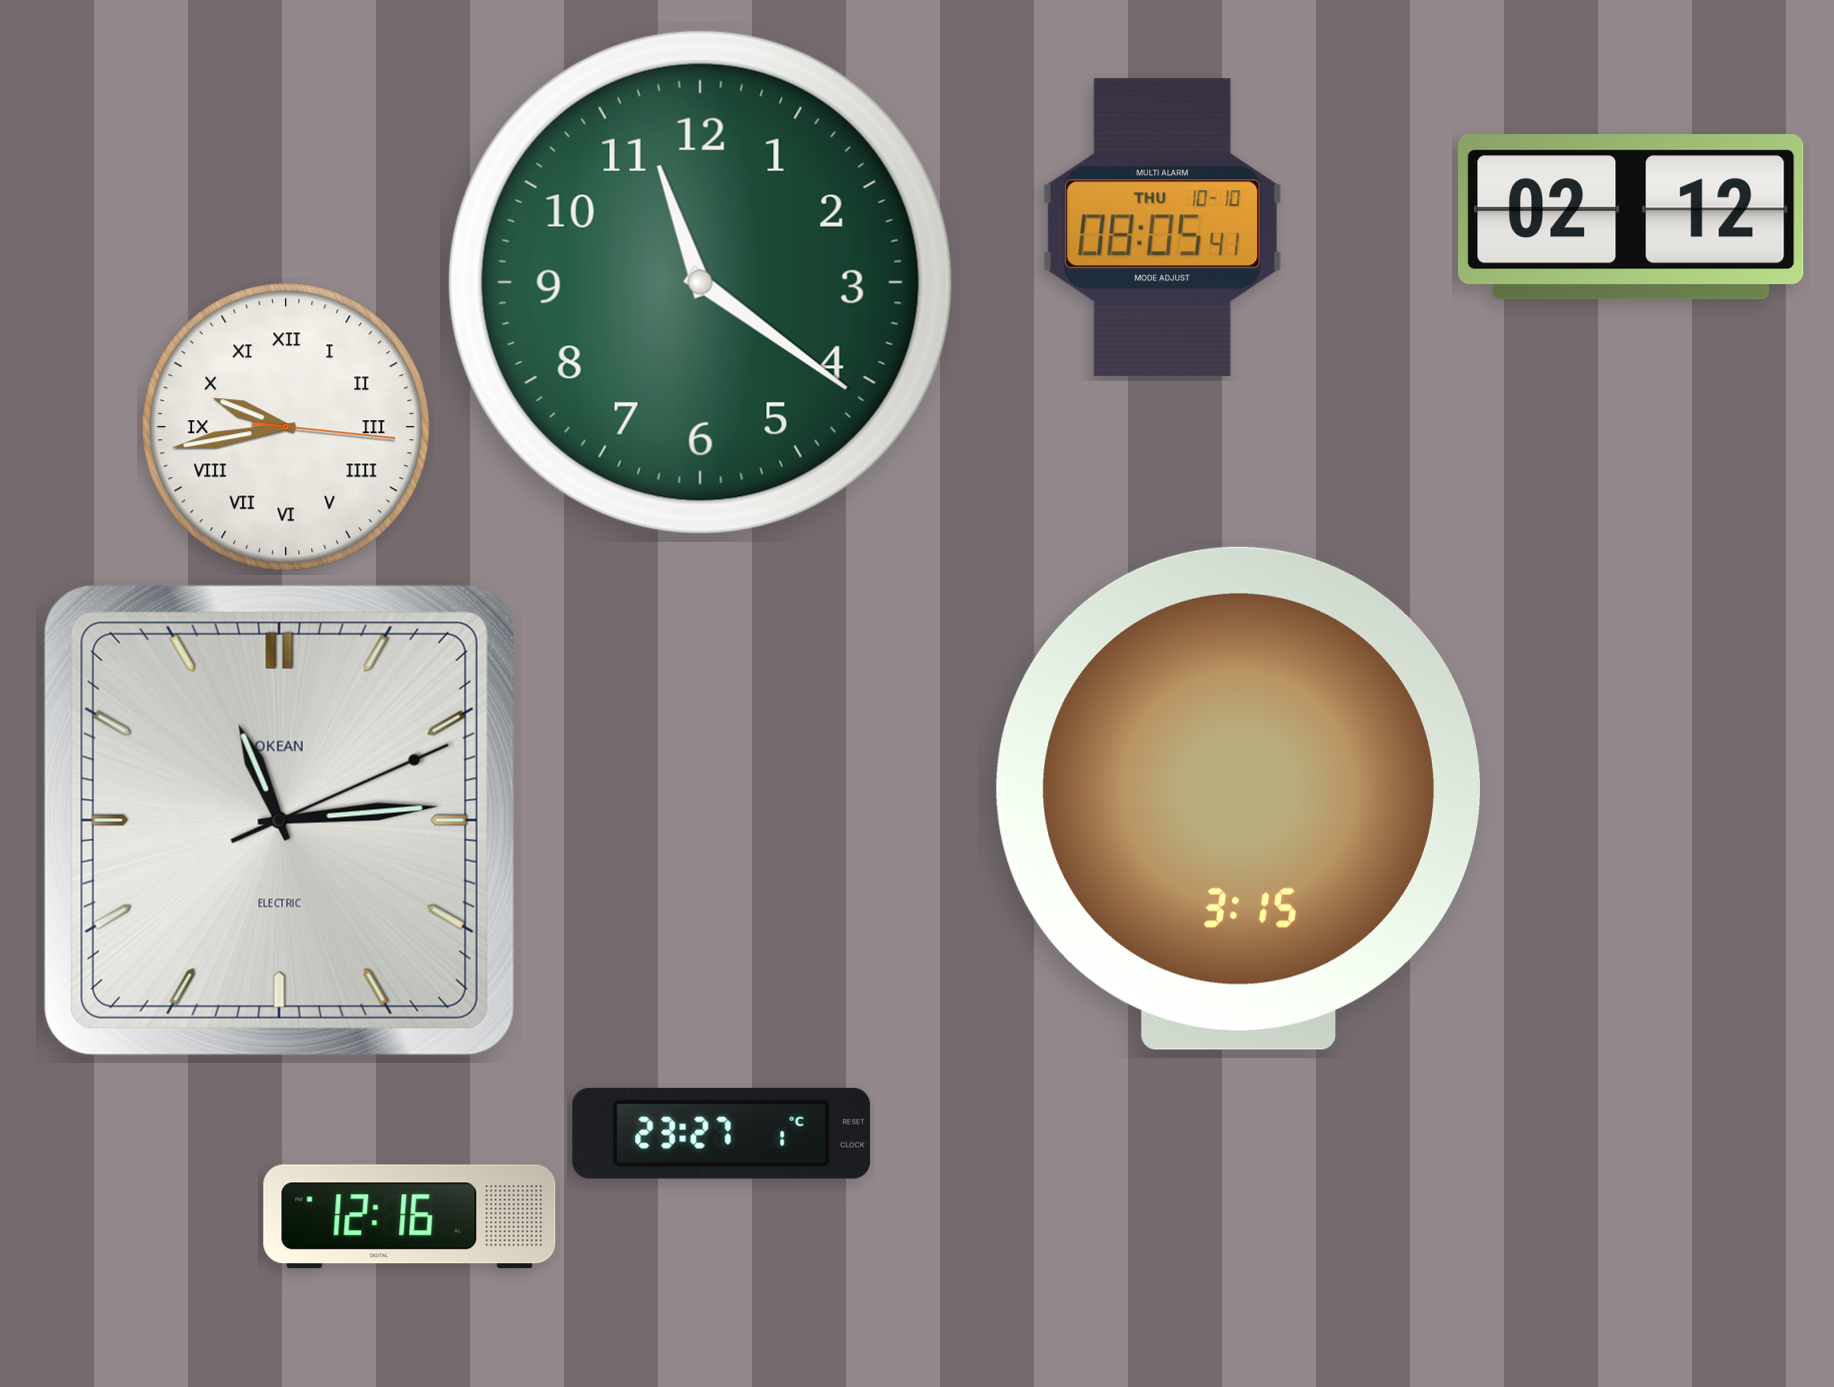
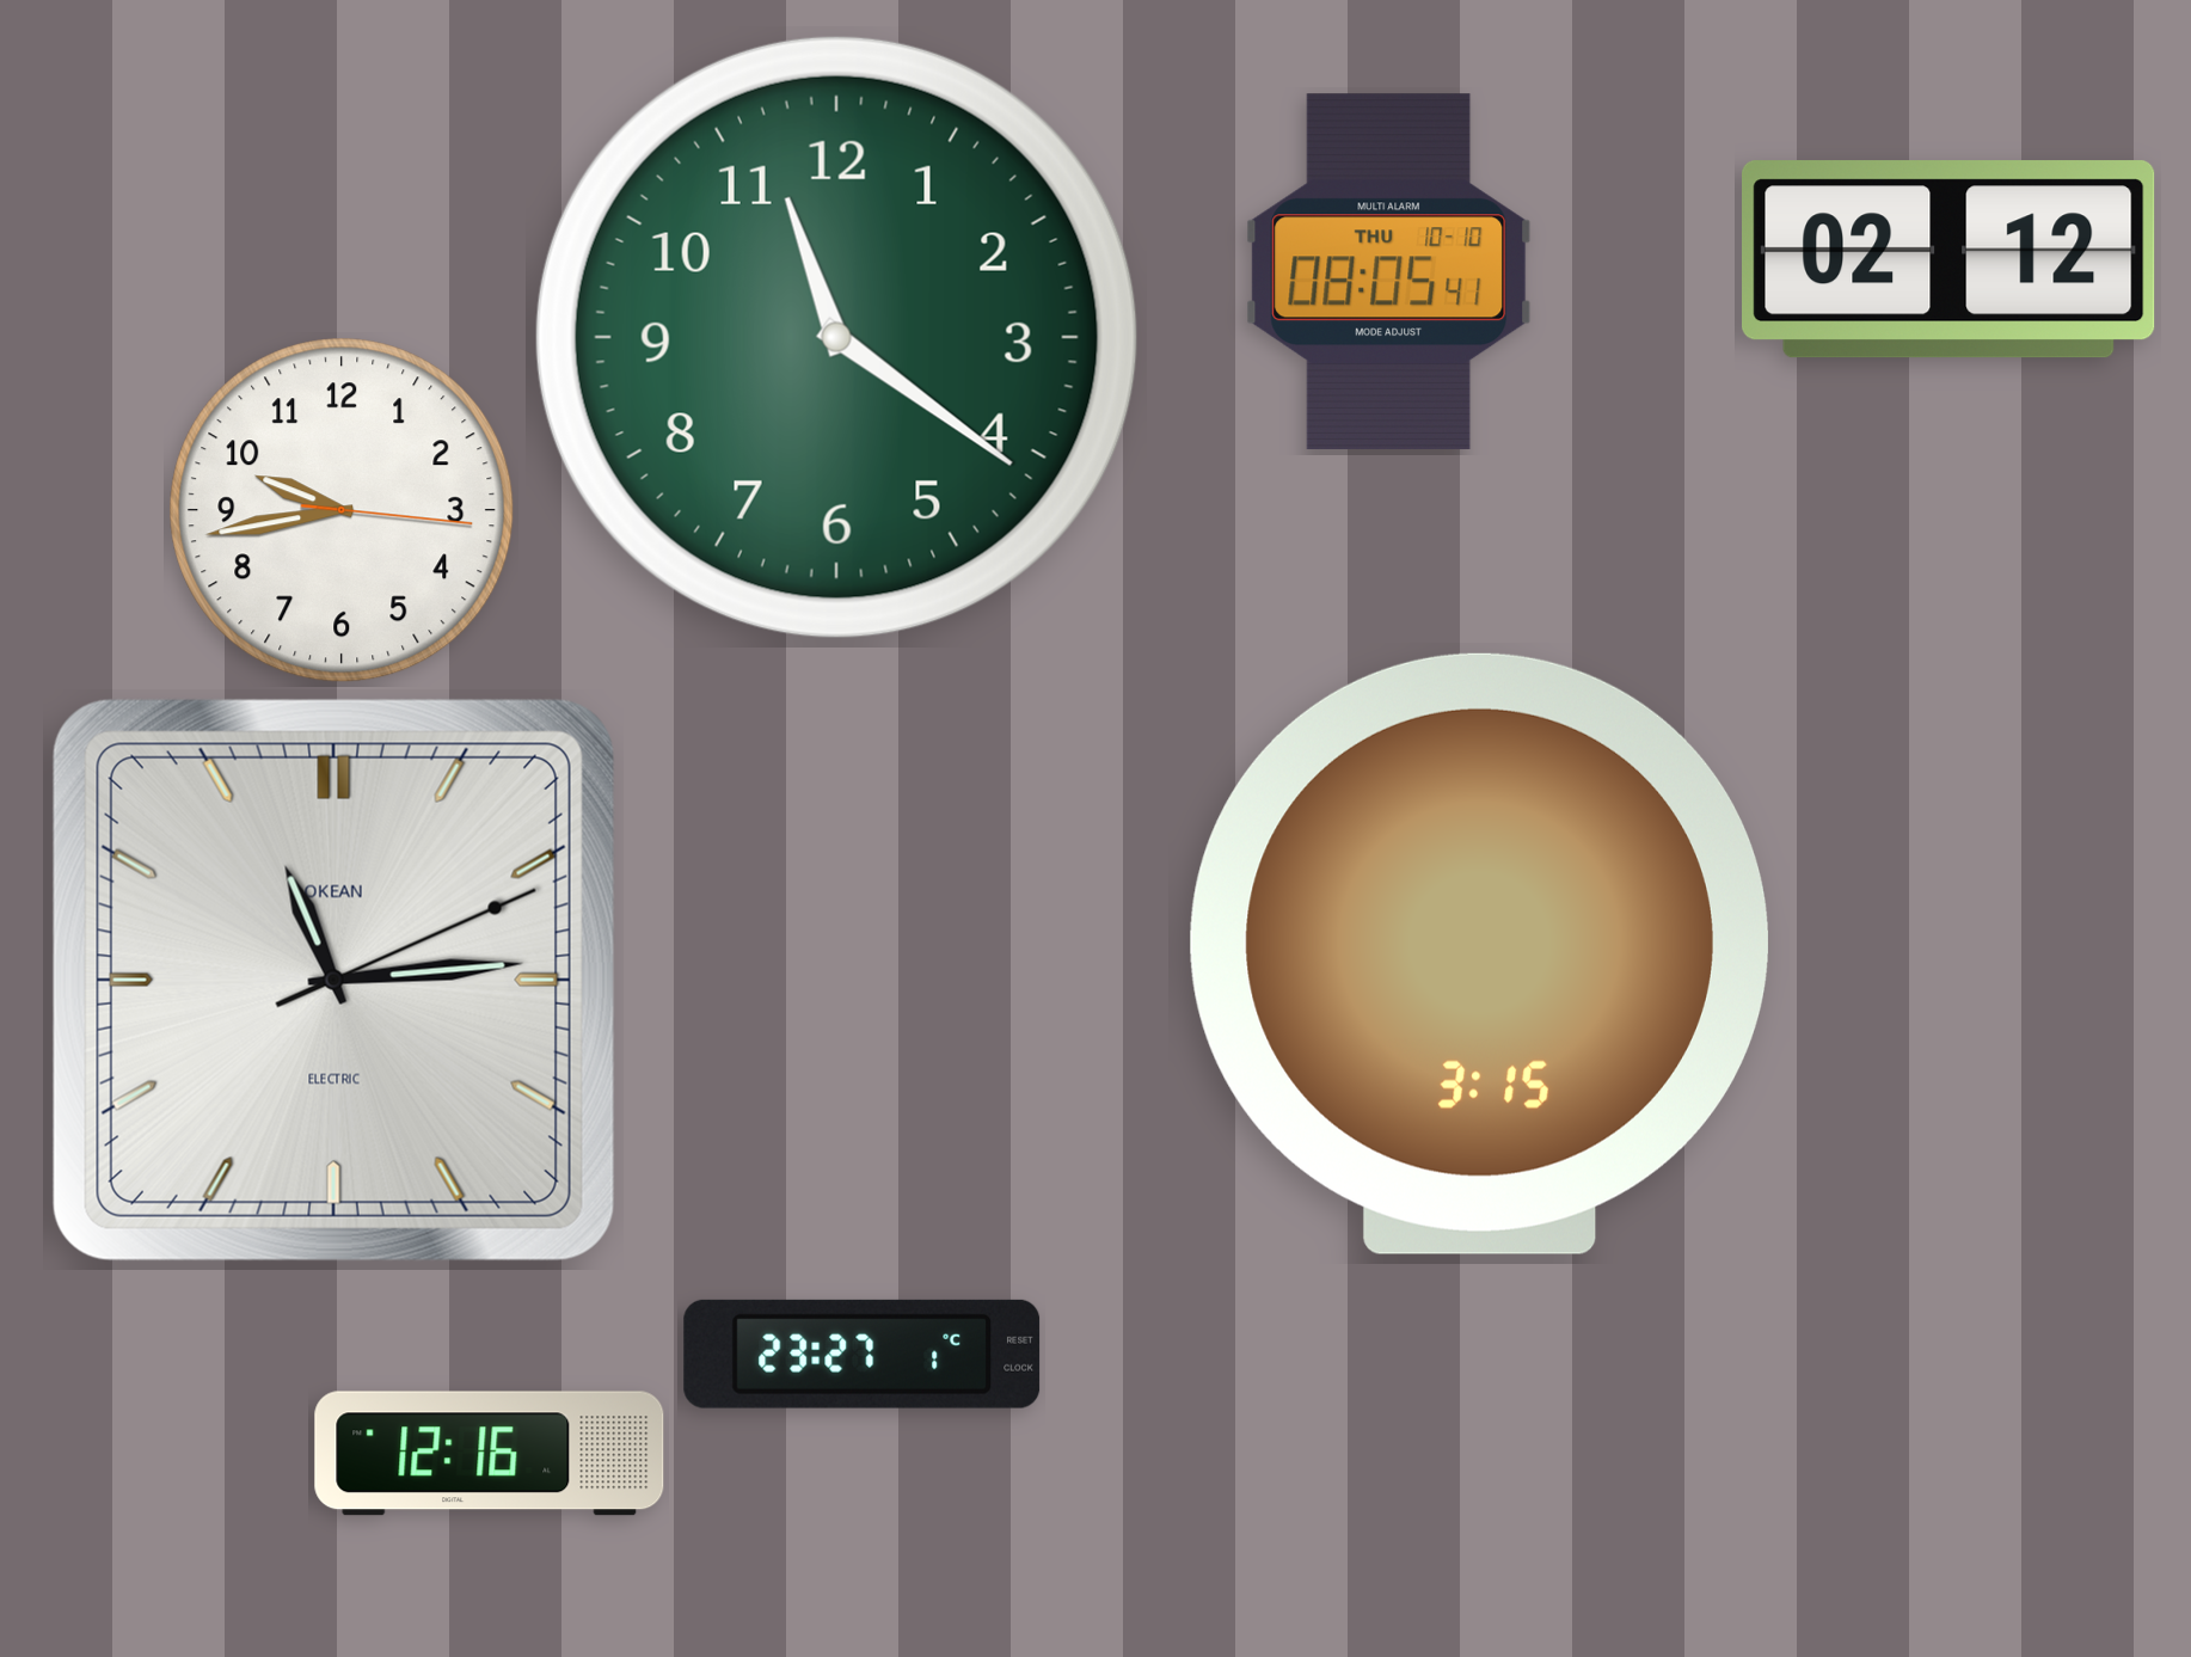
clock at (286, 427) numerals: Roman -> Arabic
